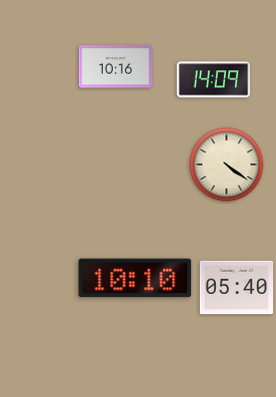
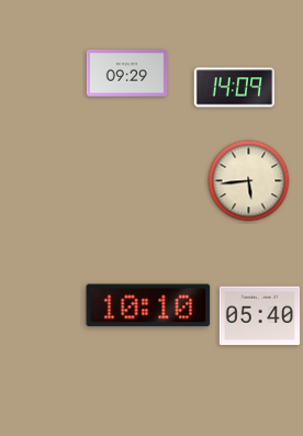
clock at (116, 67): 10:16 -> 09:29
clock at (227, 165): 4:21 -> 5:44
